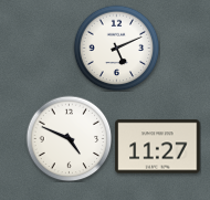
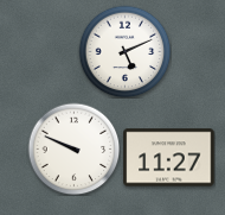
clock at (69, 138): 4:49 -> 9:49
